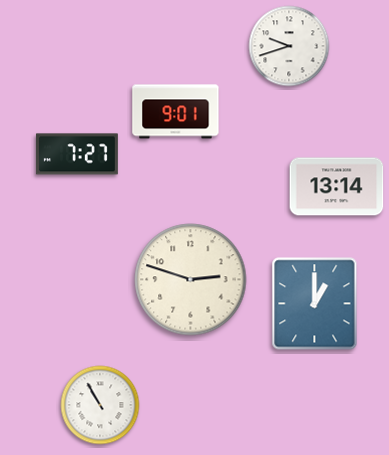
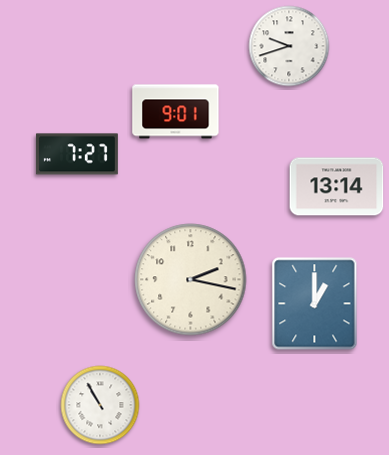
clock at (191, 280): 2:48 -> 2:17
